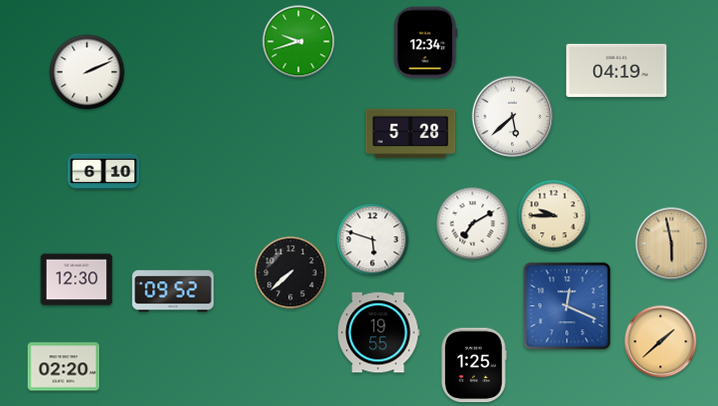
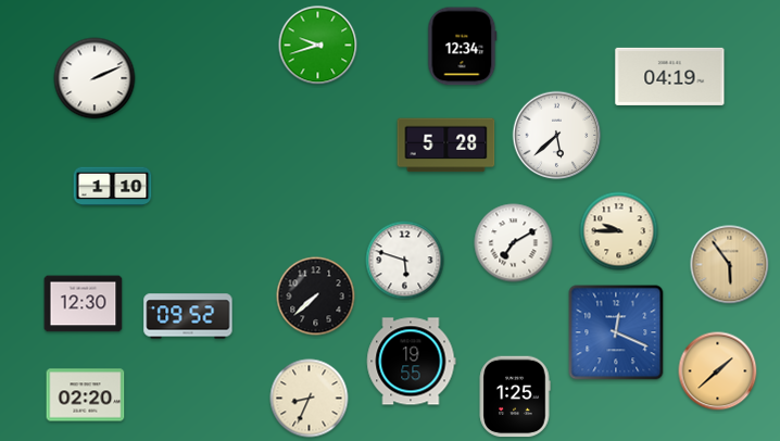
clock at (299, 42) position: (299, 42) -> (318, 46)
clock at (513, 117) position: (513, 117) -> (557, 136)
clock at (104, 172): 6:10 -> 1:10
clock at (554, 216) position: (554, 216) -> (619, 231)
clock at (672, 244): 5:58 -> 5:54
clock at (64, 367) position: (64, 367) -> (86, 395)
clock at (310, 399): none -> 8:34
